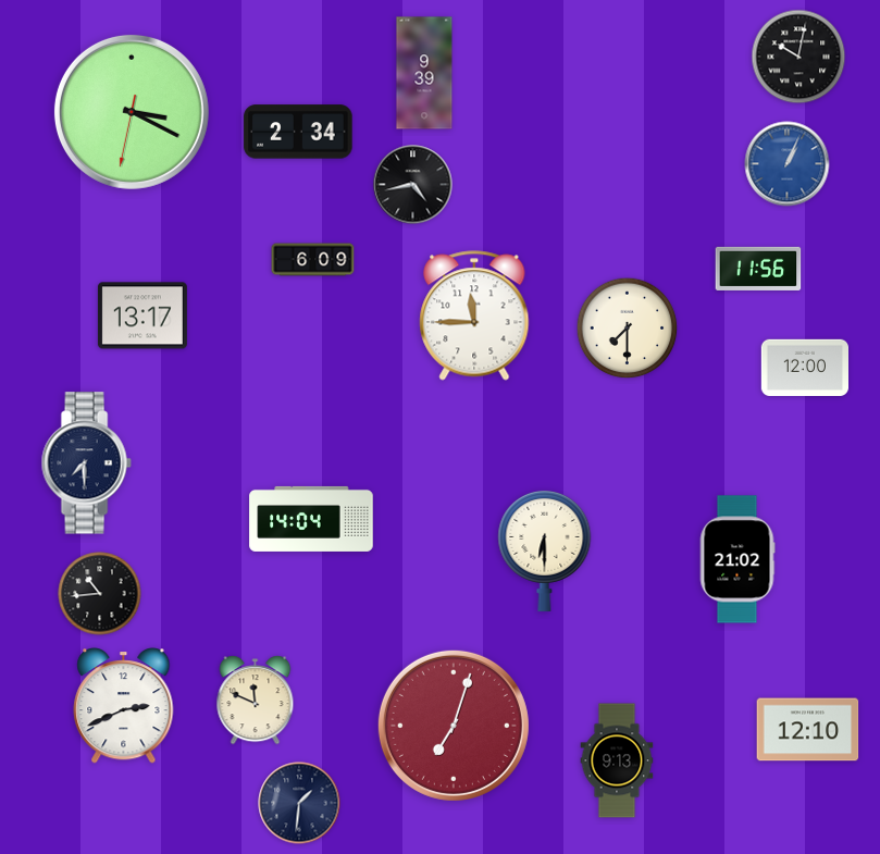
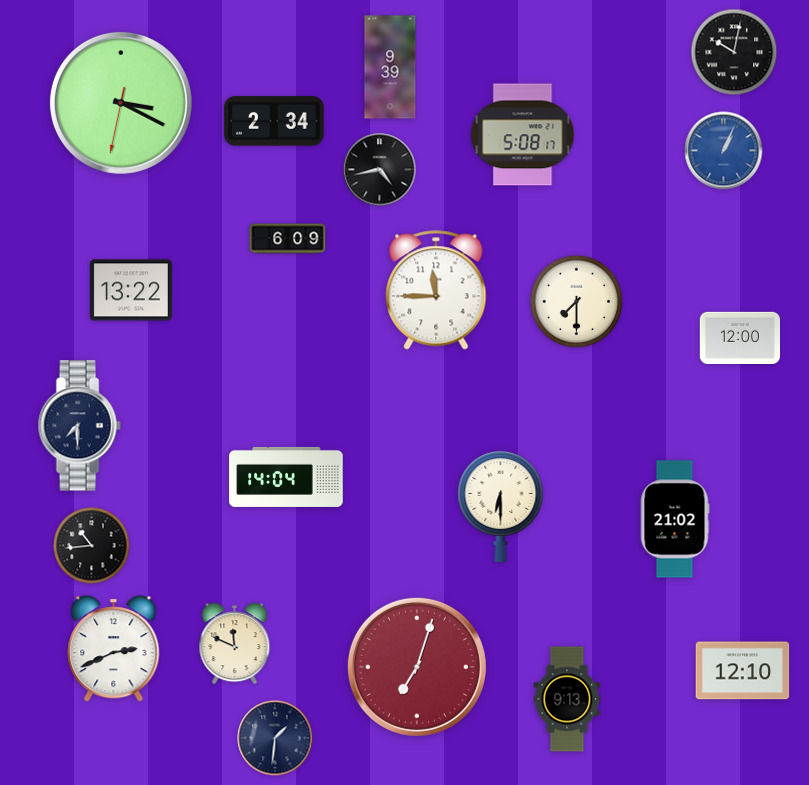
clock at (523, 135): none -> 5:08
clock at (758, 269): 11:56 -> none
clock at (142, 315): 13:17 -> 13:22
clock at (738, 559) position: (738, 559) -> (675, 519)
